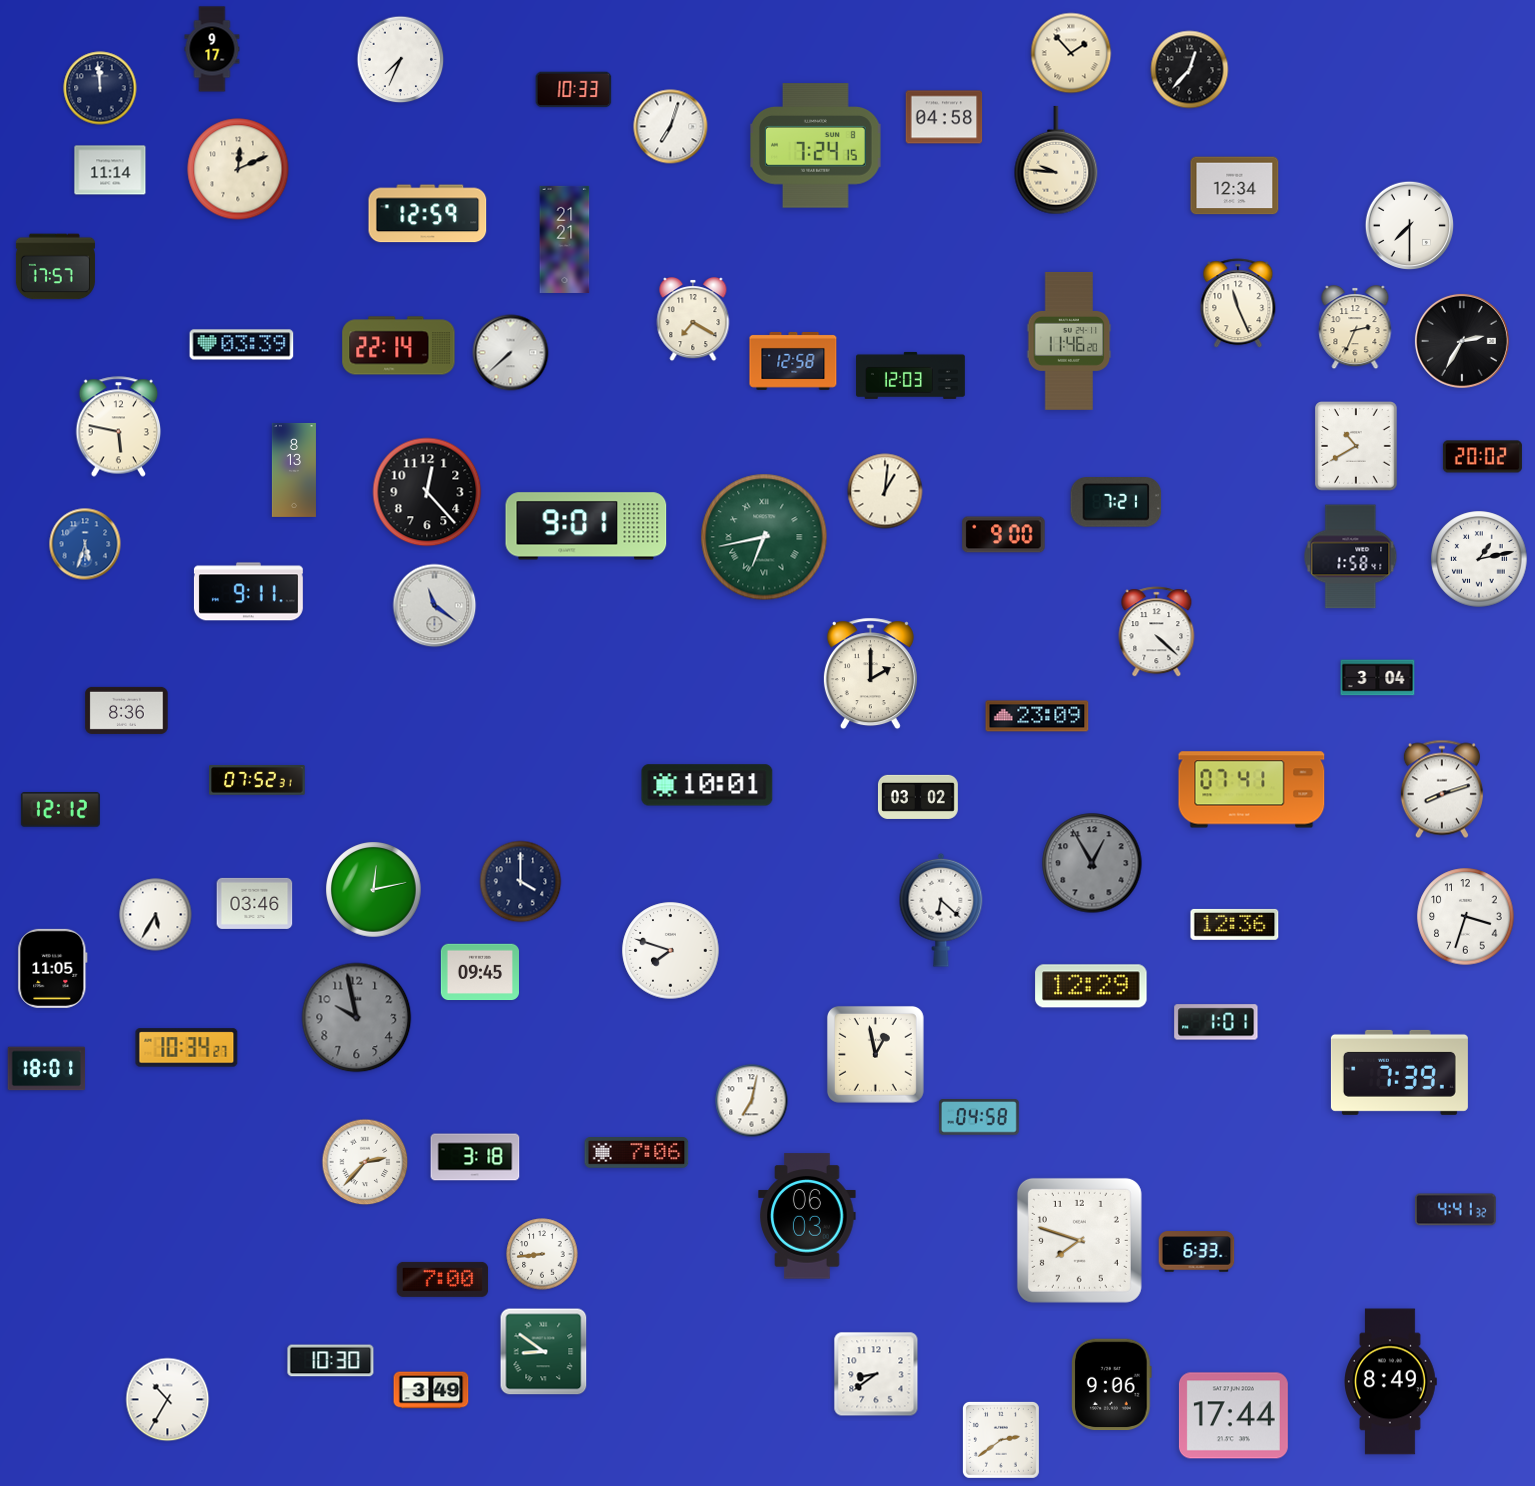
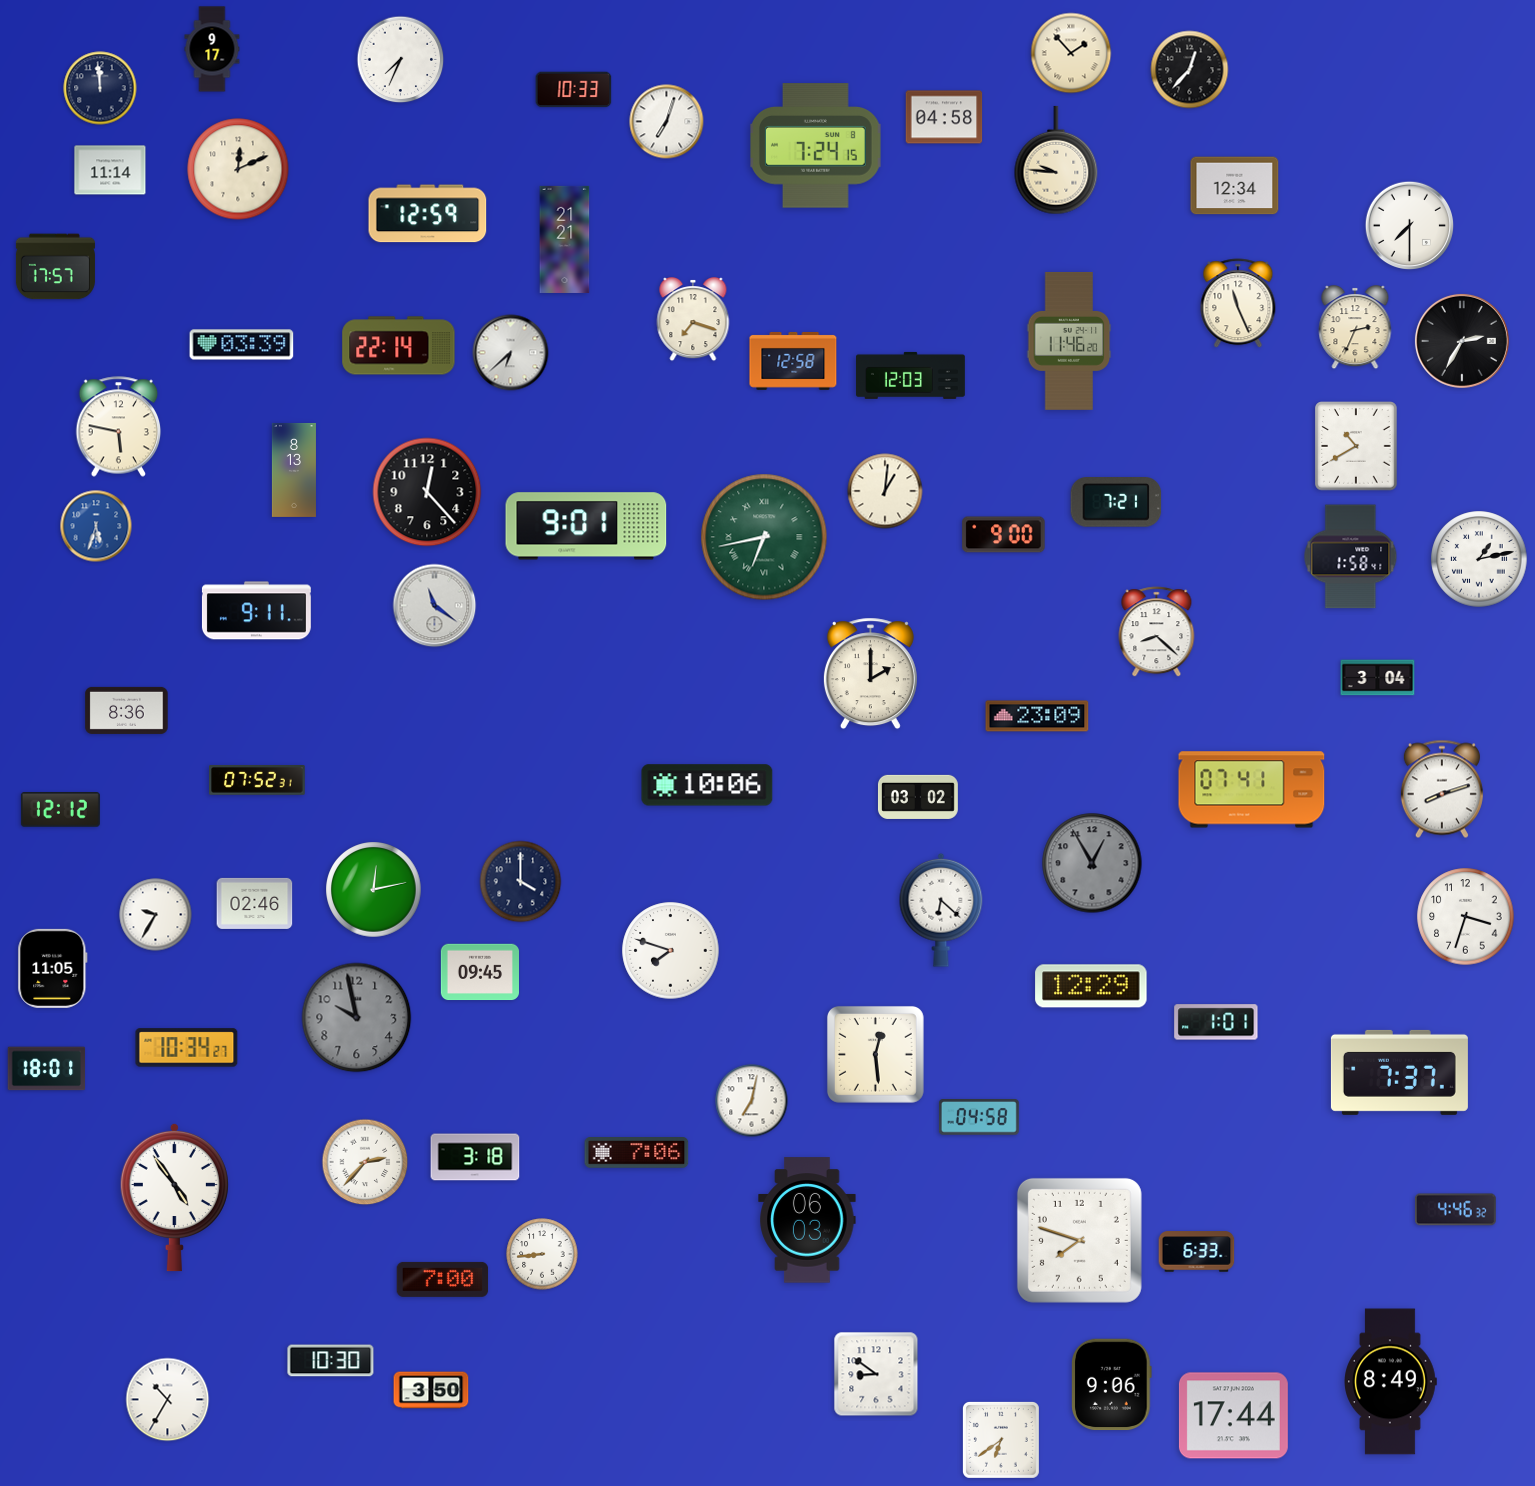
clock at (671, 127) position: (671, 127) -> (667, 122)
clock at (693, 320): 7:20 -> 7:18
clock at (511, 353): 7:38 -> 6:38
clock at (1482, 457): 20:02 -> none
clock at (85, 544) position: (85, 544) -> (96, 526)
clock at (248, 592) position: (248, 592) -> (256, 611)
clock at (1157, 632): 4:22 -> 8:22
clock at (707, 785): 10:01 -> 10:06
clock at (255, 903): 03:46 -> 02:46
clock at (156, 915): 5:35 -> 9:35
clock at (1235, 924): 12:36 -> none
clock at (875, 1054): 12:58 -> 12:29
clock at (1399, 1072): 7:39 -> 7:37
clock at (174, 1197): none -> 4:54
clock at (1456, 1210): 4:41 -> 4:46
clock at (807, 1216) position: (807, 1216) -> (807, 1220)
clock at (544, 1352): 8:51 -> none
clock at (876, 1374): 8:39 -> 8:51
clock at (431, 1390): 3:49 -> 3:50
clock at (1001, 1440): 2:39 -> 6:39
